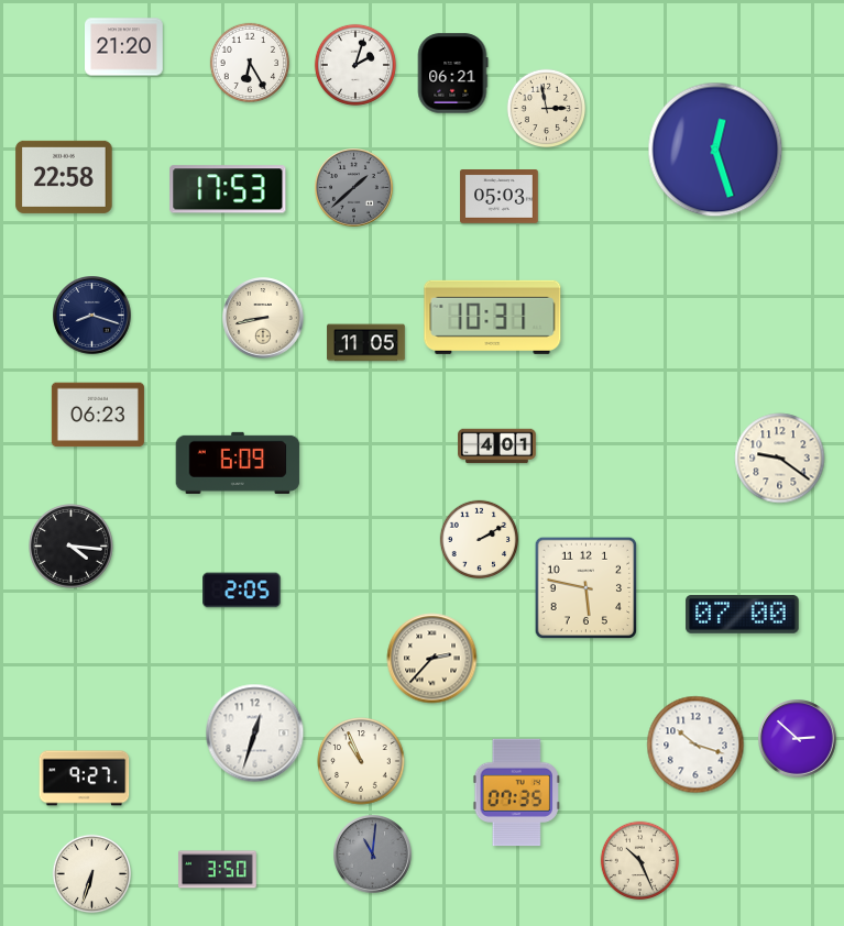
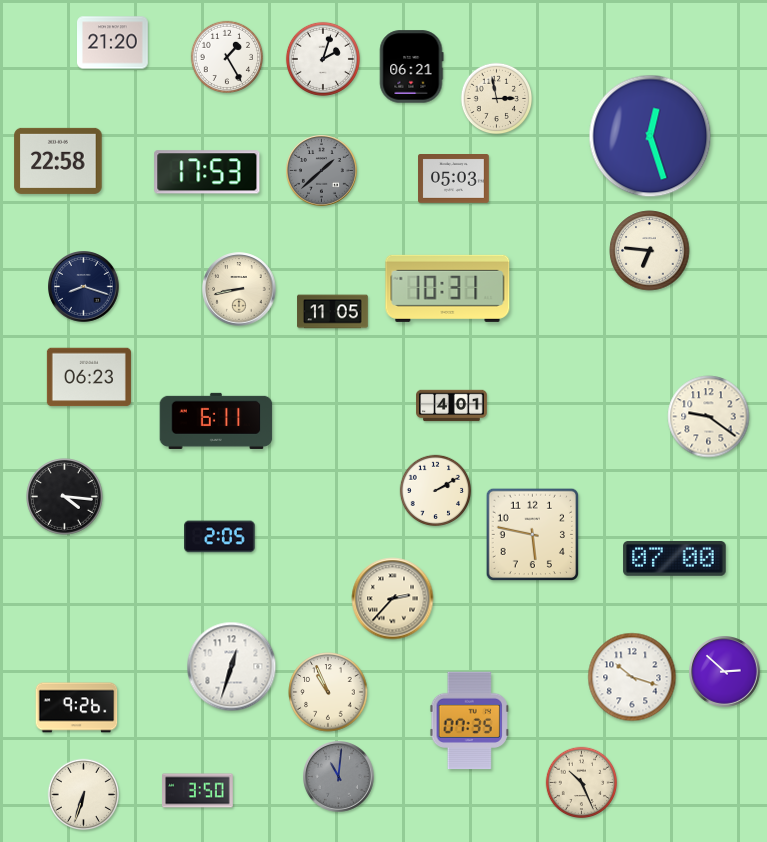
clock at (249, 62): 6:25 -> 1:25
clock at (650, 251): none -> 6:46
clock at (238, 463): 6:09 -> 6:11
clock at (85, 779): 9:27 -> 9:26
